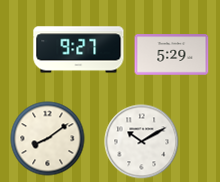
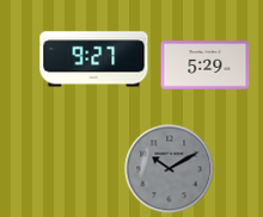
clock at (48, 139): 8:09 -> none
clock at (142, 142) dial: white -> grey
